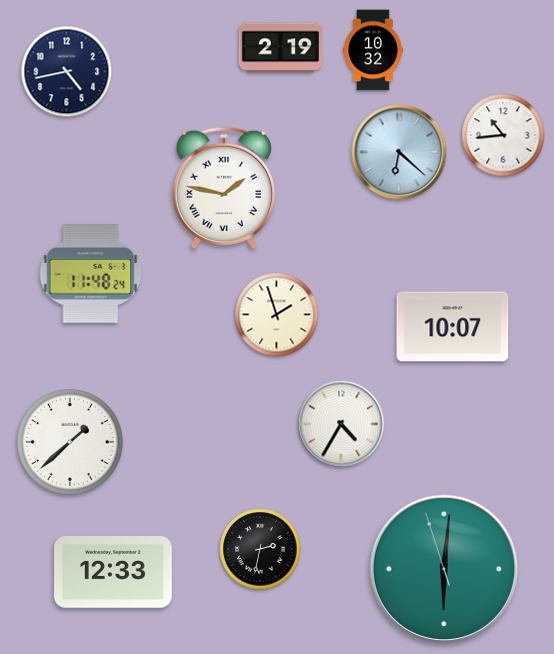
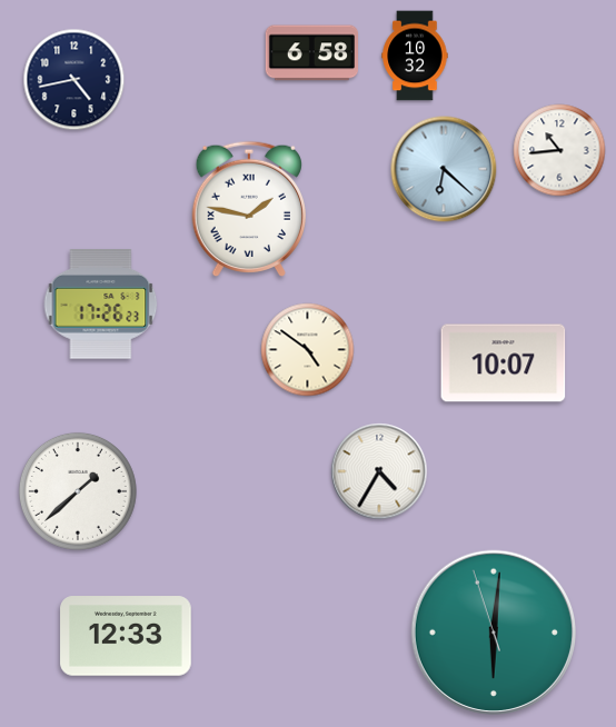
clock at (280, 48): 2:19 -> 6:58
clock at (91, 274): 11:48 -> 17:26
clock at (277, 315): 1:57 -> 4:51
clock at (260, 549): 2:32 -> none
